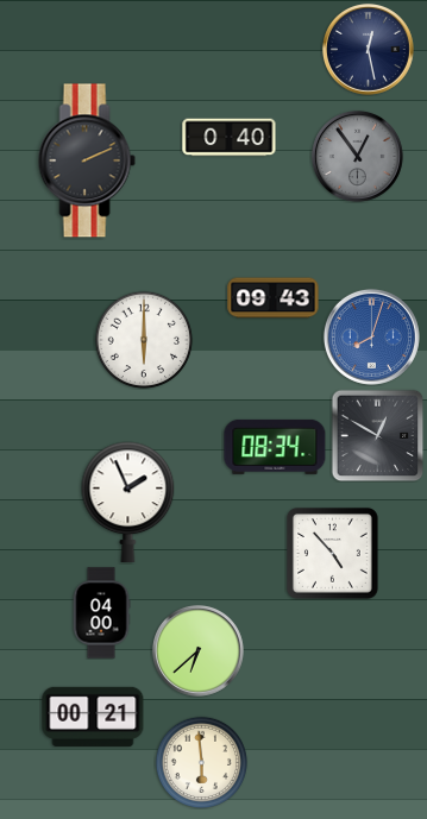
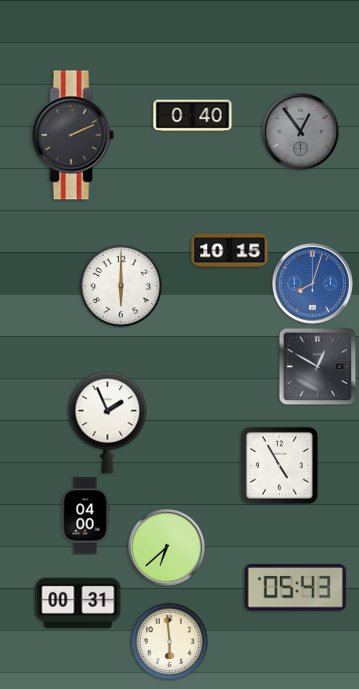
clock at (369, 50): 12:28 -> none
clock at (274, 298): 09:43 -> 10:15
clock at (275, 447): 08:34 -> none
clock at (332, 553): 4:53 -> 4:55
clock at (295, 588): none -> 05:43
clock at (93, 717): 00:21 -> 00:31
